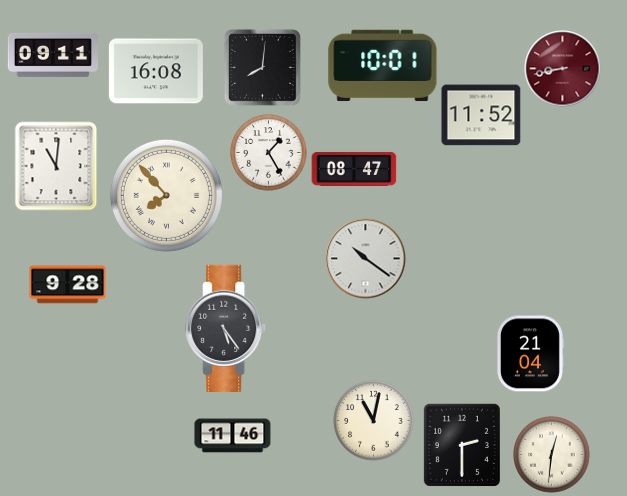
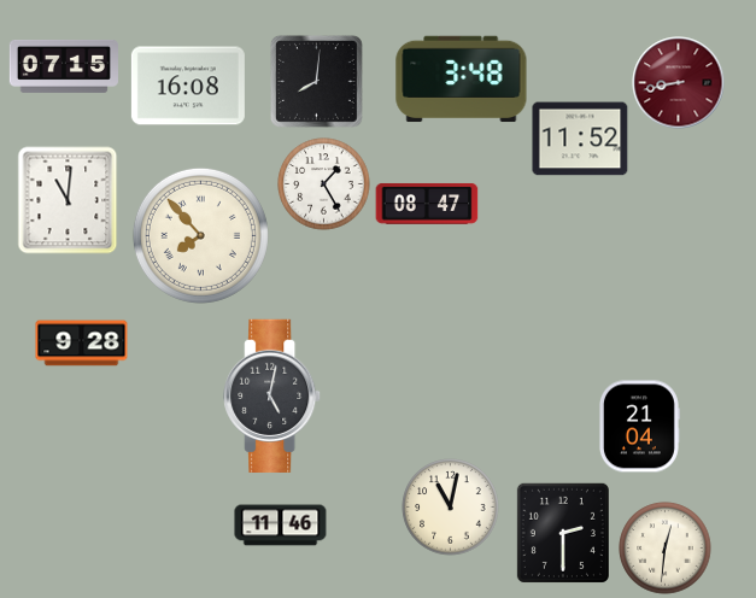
clock at (52, 55): 09:11 -> 07:15
clock at (383, 66): 10:01 -> 3:48
clock at (366, 259): 10:21 -> none
clock at (226, 328): 5:24 -> 5:02
clock at (462, 445) position: (462, 445) -> (563, 533)
